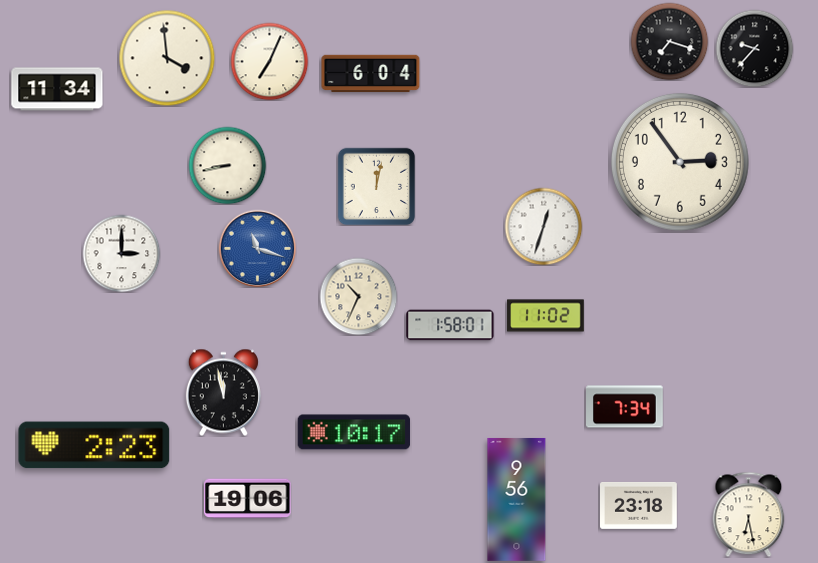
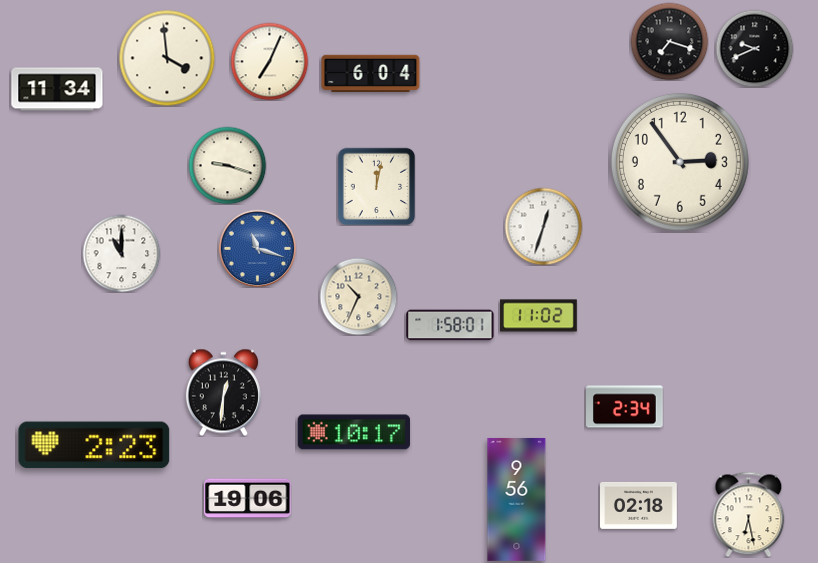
clock at (754, 48): 9:37 -> 9:41
clock at (227, 165): 8:43 -> 9:18
clock at (121, 253): 3:00 -> 11:00
clock at (546, 316) position: (546, 316) -> (539, 316)
clock at (223, 392): 11:58 -> 12:31
clock at (625, 407): 7:34 -> 2:34
clock at (639, 505): 23:18 -> 02:18
